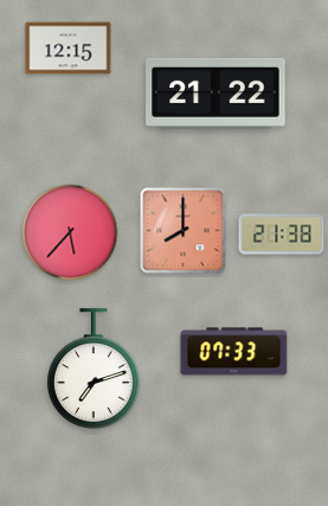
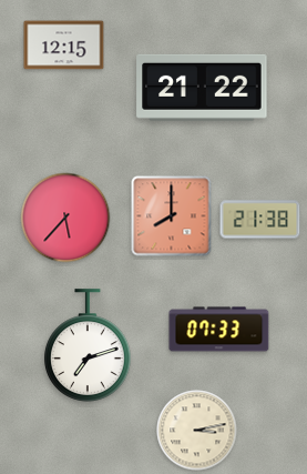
clock at (282, 235) position: (282, 235) -> (260, 220)
clock at (197, 431): none -> 3:13
